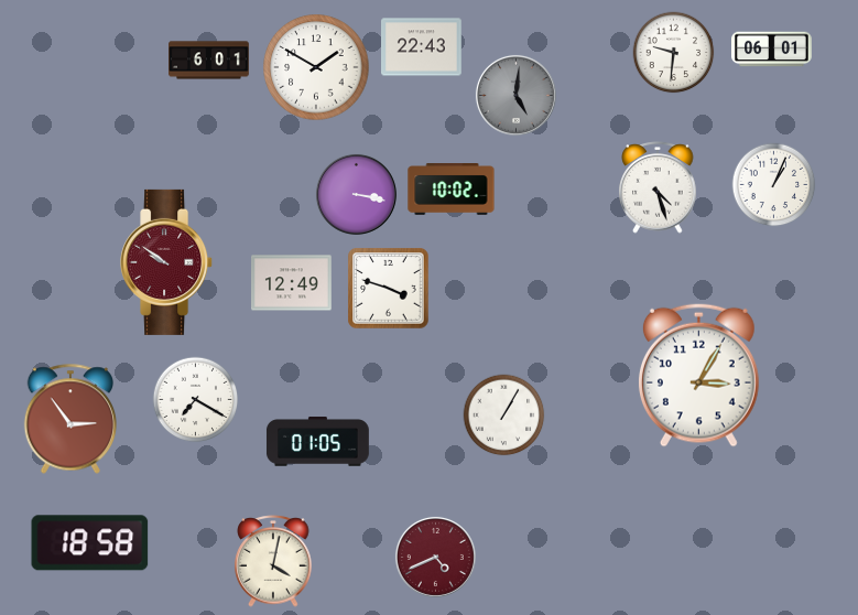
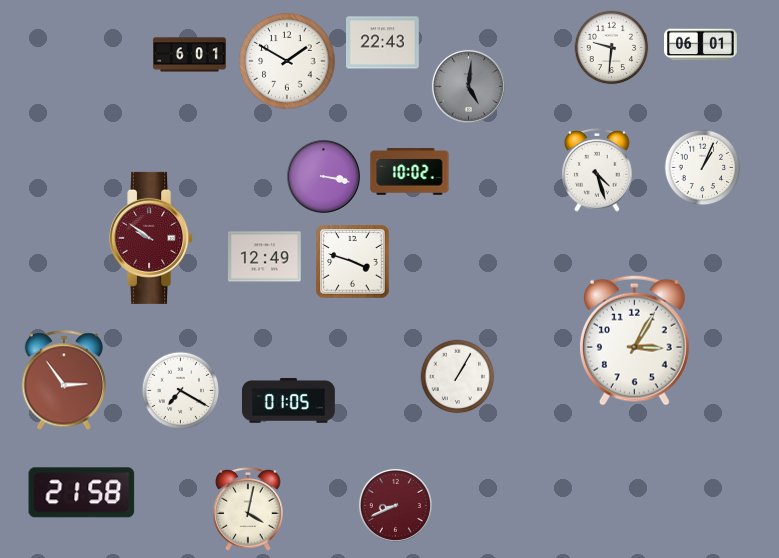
clock at (196, 400) position: (196, 400) -> (181, 391)
clock at (90, 543): 18:58 -> 21:58
clock at (435, 557): 4:41 -> 8:41
